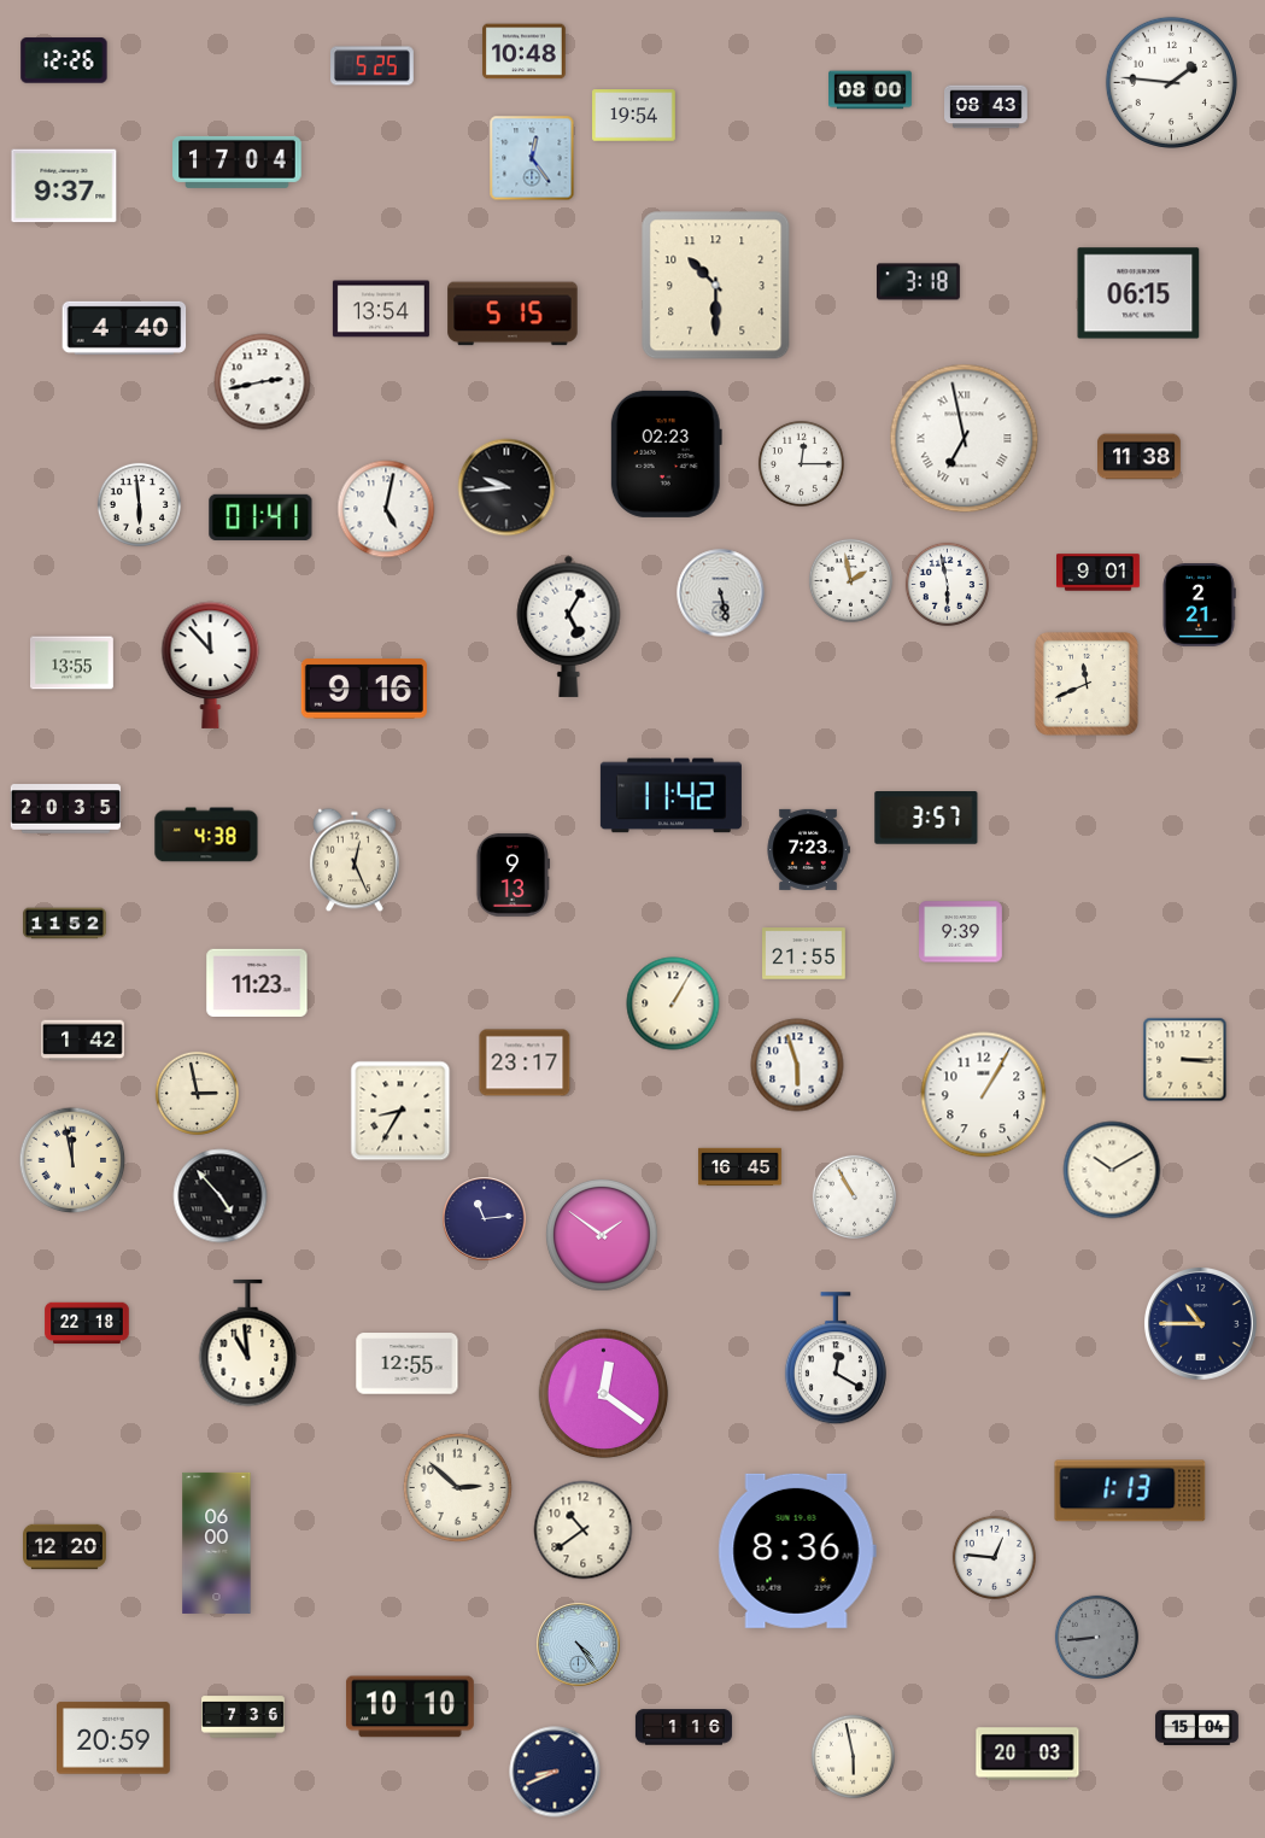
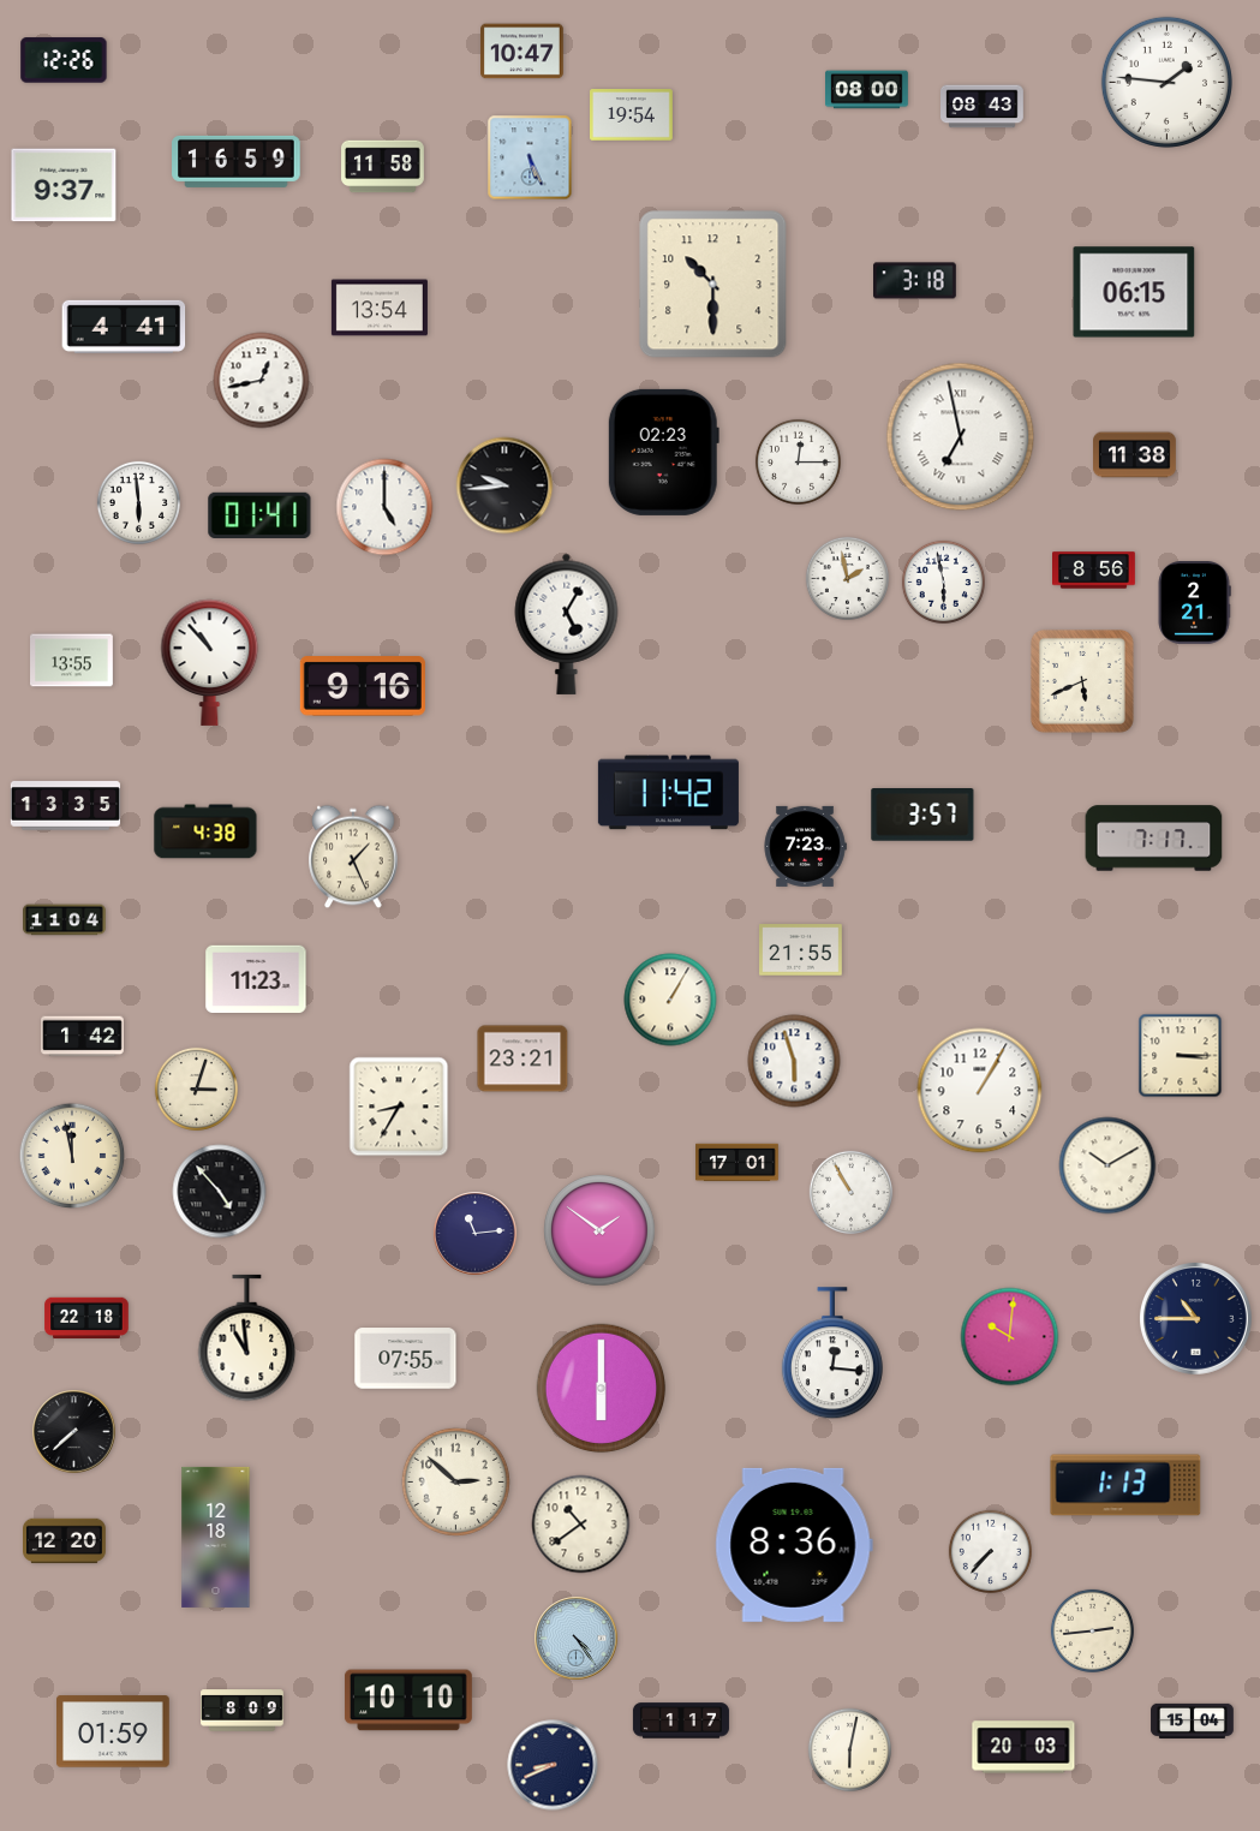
clock at (525, 52): 10:48 -> 10:47
clock at (373, 66): 5:25 -> none
clock at (532, 158): 12:24 -> 5:26
clock at (238, 162): 17:04 -> 16:59
clock at (383, 167): none -> 11:58
clock at (513, 314): 5:15 -> none
clock at (124, 328): 4:40 -> 4:41
clock at (263, 382): 2:43 -> 12:43
clock at (386, 509): 5:02 -> 5:00
clock at (1099, 573): 9:01 -> 8:56
clock at (721, 593): 5:28 -> none
clock at (211, 665): 11:53 -> 10:53
clock at (1087, 684): 11:41 -> 5:41
clock at (66, 809): 20:35 -> 13:35
clock at (1154, 839): none -> 7:17
clock at (355, 860): 12:26 -> 1:26
clock at (513, 874): 9:13 -> none
clock at (65, 924): 11:52 -> 11:04
clock at (961, 932): 9:39 -> none
clock at (525, 1063): 23:17 -> 23:21
clock at (197, 1093): 2:58 -> 3:03
clock at (740, 1167): 16:45 -> 17:01
clock at (485, 1219) position: (485, 1219) -> (476, 1234)
clock at (1010, 1337): none -> 10:01
clock at (836, 1359): 12:20 -> 12:16
clock at (408, 1364): 12:55 -> 07:55
clock at (604, 1394): 12:21 -> 6:00
clock at (74, 1432): none -> 7:38
clock at (217, 1543): 06:00 -> 12:18
clock at (994, 1557): 12:46 -> 7:37
clock at (1096, 1637): 8:44 -> 2:44
clock at (1096, 1637) dial: grey -> cream
clock at (244, 1717): 7:36 -> 8:09
clock at (684, 1727): 1:16 -> 1:17
clock at (115, 1738): 20:59 -> 01:59
clock at (853, 1756): 5:58 -> 6:02
